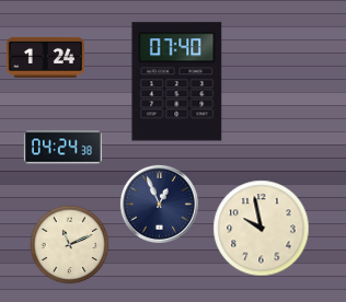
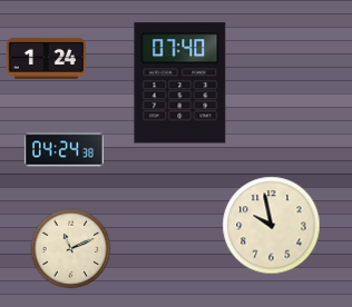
clock at (159, 204): 12:56 -> none
clock at (262, 229) position: (262, 229) -> (272, 226)
